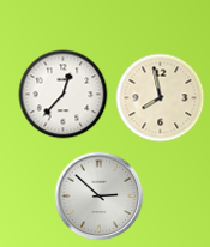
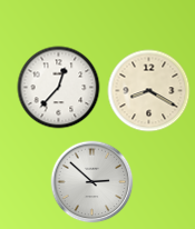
clock at (161, 98): 7:58 -> 8:20
